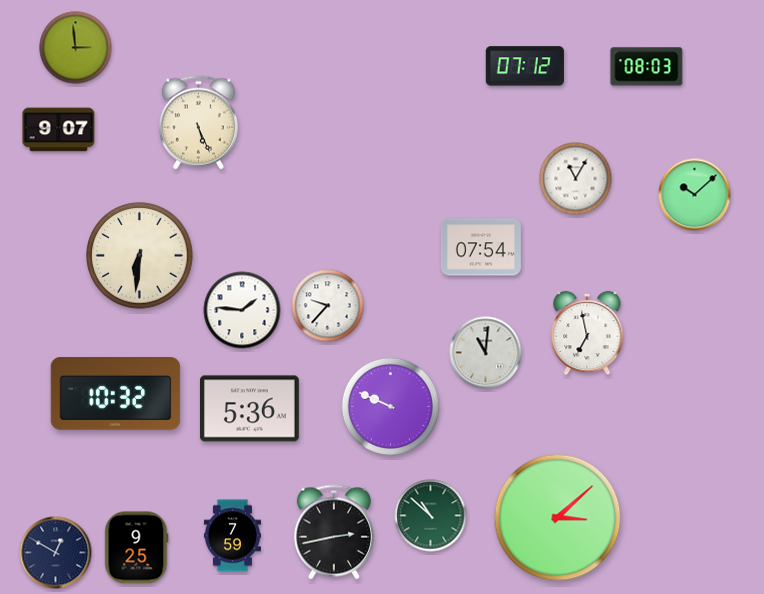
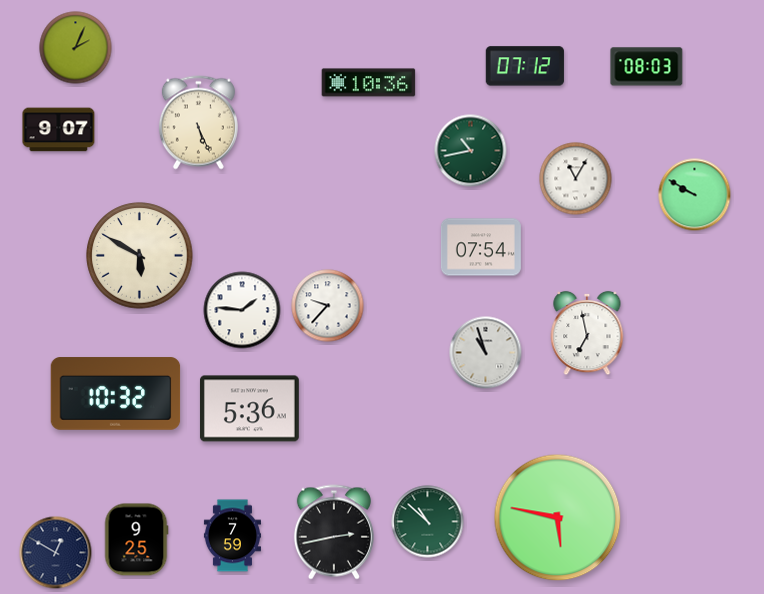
clock at (76, 48): 2:59 -> 2:04
clock at (369, 83): none -> 10:36
clock at (471, 151): none -> 10:43
clock at (695, 195): 10:08 -> 9:50
clock at (140, 256): 6:31 -> 5:50
clock at (486, 353): 11:01 -> 10:57
clock at (390, 406): 9:49 -> none
clock at (431, 516) position: (431, 516) -> (428, 522)
clock at (558, 518): 3:08 -> 5:47
clock at (136, 548) position: (136, 548) -> (136, 540)
